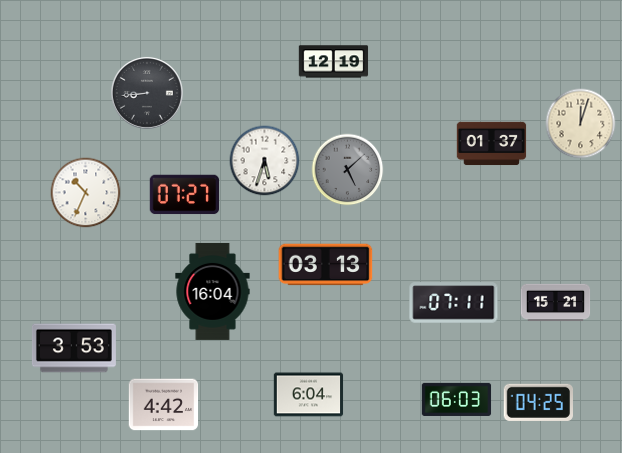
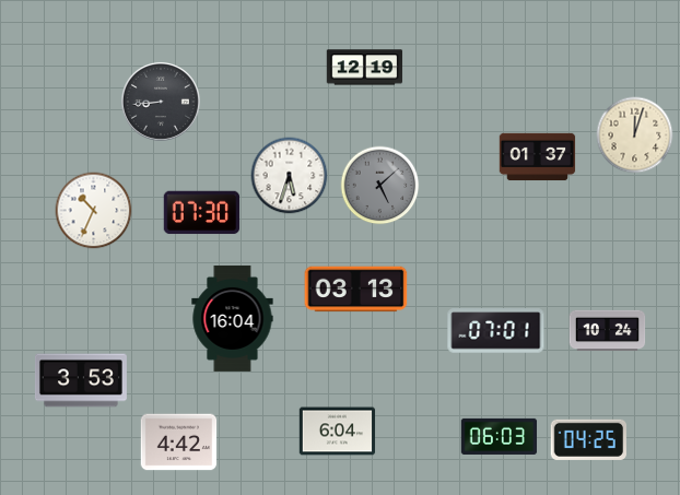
clock at (185, 195): 07:27 -> 07:30
clock at (454, 303): 07:11 -> 07:01
clock at (556, 303): 15:21 -> 10:24
